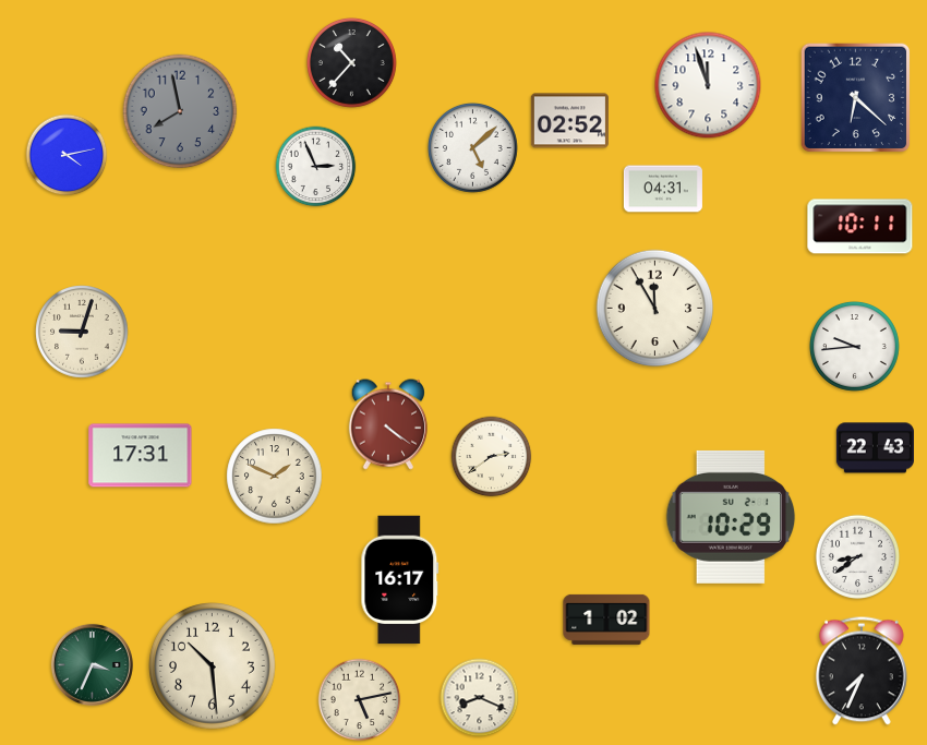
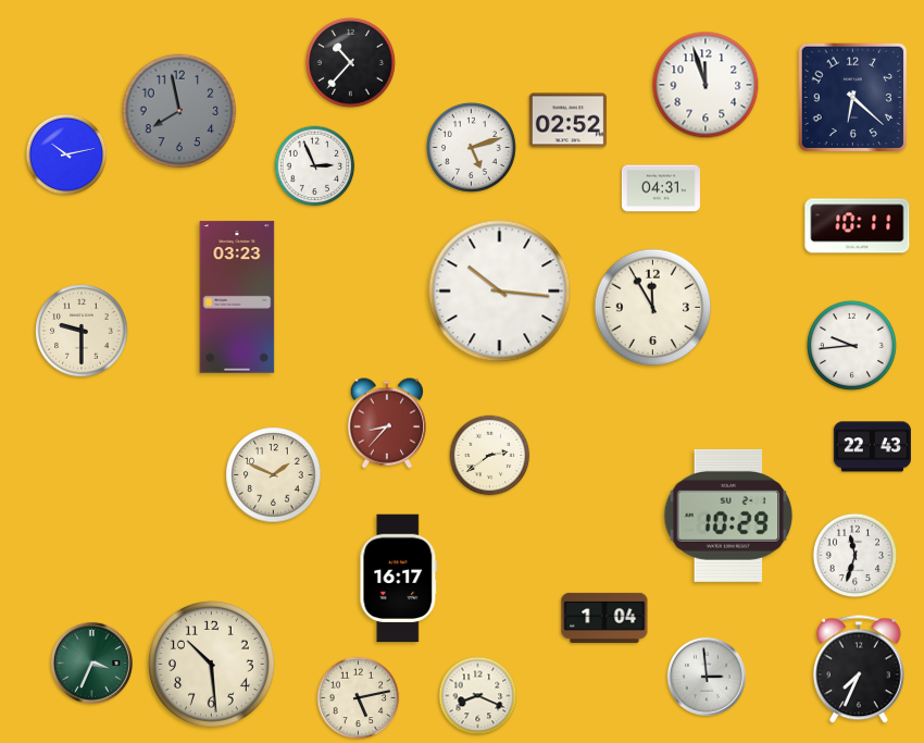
clock at (472, 147): 5:08 -> 5:12
clock at (67, 155): 4:13 -> 10:13
clock at (500, 292): none -> 10:16
clock at (237, 297): none -> 03:23
clock at (82, 332): 9:03 -> 9:30
clock at (388, 424): 4:21 -> 8:37
clock at (141, 456): 17:31 -> none
clock at (858, 557): 8:39 -> 11:33
clock at (606, 620): 1:02 -> 1:04
clock at (707, 677): none -> 2:59
